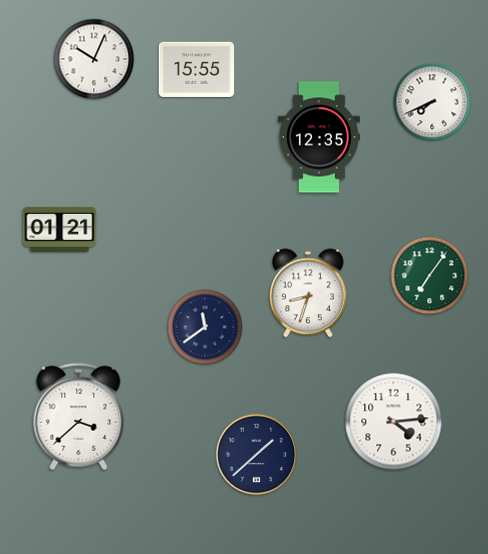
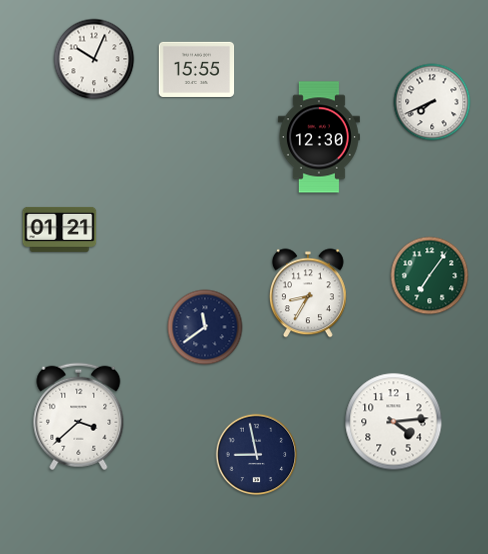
clock at (319, 137): 12:35 -> 12:30
clock at (308, 293): 8:33 -> 8:35
clock at (257, 455): 1:38 -> 8:58
